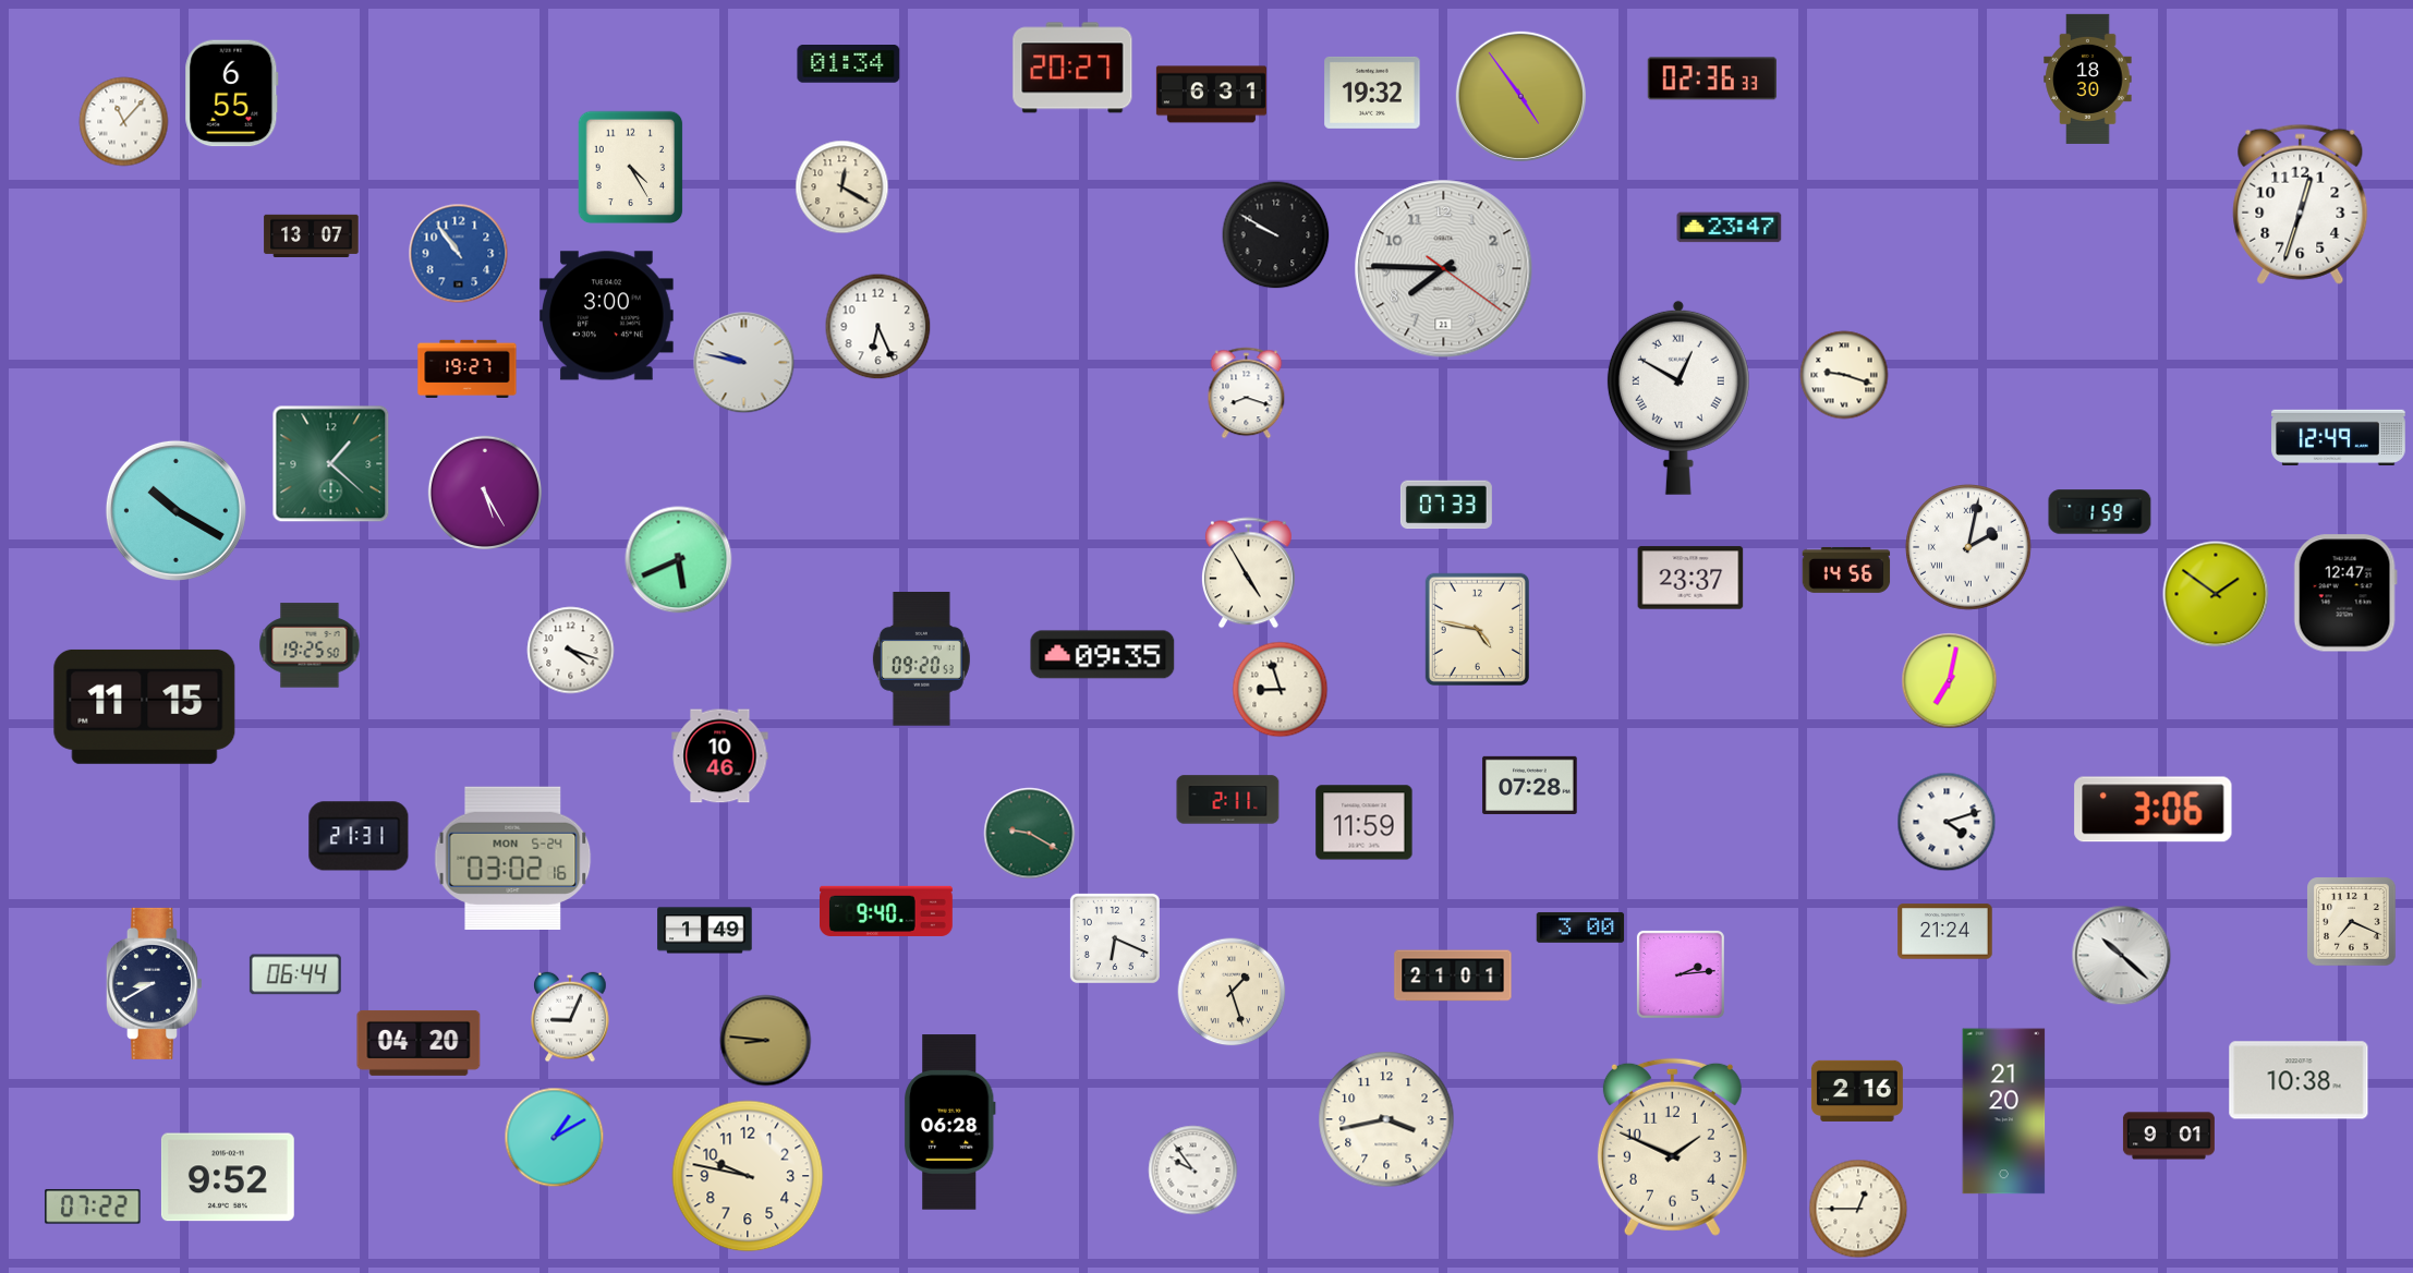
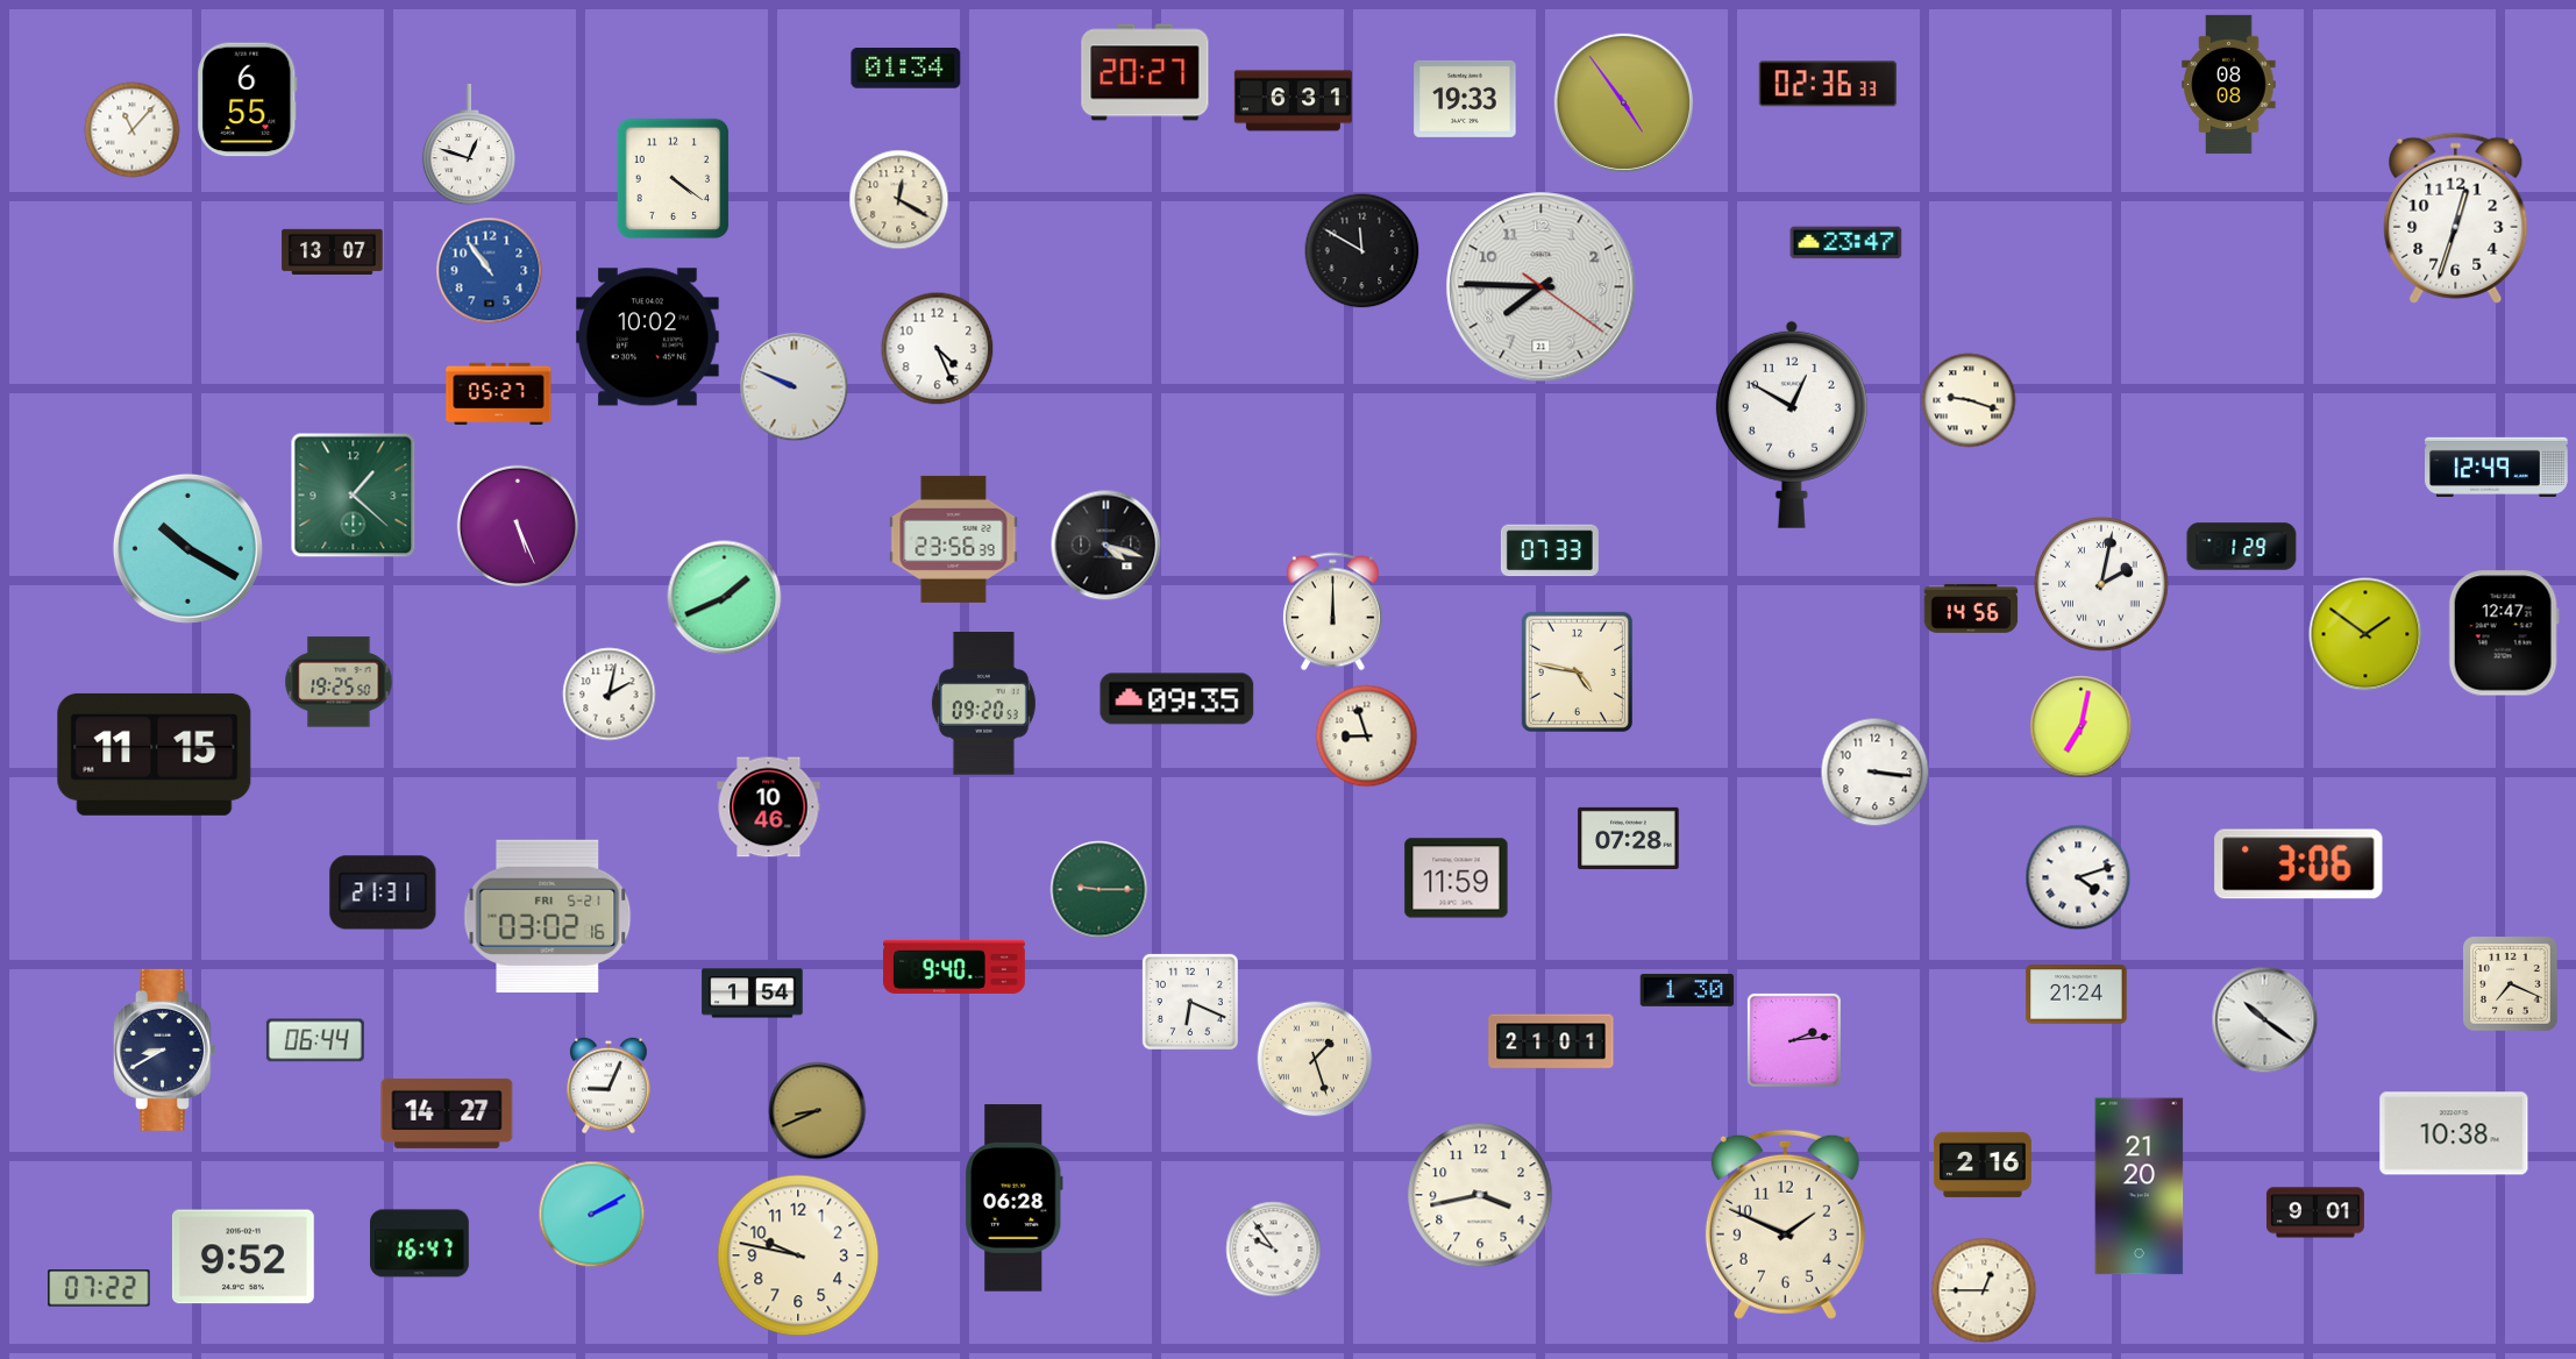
clock at (2088, 78): 18:30 -> 08:08
clock at (1372, 93): 19:32 -> 19:33
clock at (469, 145): none -> 12:48
clock at (631, 168): 4:25 -> 4:21
clock at (1276, 235): 9:50 -> 11:50
clock at (607, 316): 3:00 -> 10:02
clock at (878, 327): 6:26 -> 4:26
clock at (744, 363): 9:47 -> 9:49
clock at (468, 368): 19:27 -> 05:27
clock at (1247, 393): 8:18 -> none
clock at (1678, 398) numerals: Roman -> Arabic
clock at (484, 492): 5:25 -> 5:26
clock at (954, 539): none -> 23:56
clock at (1446, 505) position: (1446, 505) -> (1550, 550)
clock at (175, 510) position: (175, 510) -> (187, 548)
clock at (1106, 546): none -> 4:18
clock at (2100, 512): 1:59 -> 1:29
clock at (679, 560): 5:41 -> 1:41
clock at (1248, 573): 4:55 -> 12:00
clock at (1690, 578): 23:37 -> none
clock at (310, 645) position: (310, 645) -> (339, 682)
clock at (571, 651): 4:18 -> 2:02
clock at (1876, 773): none -> 3:16
clock at (1530, 785) position: (1530, 785) -> (1629, 838)
clock at (1228, 800): 2:11 -> none
clock at (1030, 834): 9:20 -> 9:15
clock at (513, 858) date: MON 5-24 -> FRI 5-21
clock at (887, 911) position: (887, 911) -> (955, 967)
clock at (1580, 928): 3:00 -> 1:30
clock at (705, 931): 1:49 -> 1:54
clock at (2122, 956): 10:22 -> 10:21
clock at (766, 1041): 8:46 -> 8:41
clock at (419, 1043): 04:20 -> 14:27
clock at (2299, 1080) position: (2299, 1080) -> (2454, 1133)
clock at (555, 1138): 1:10 -> 2:10
clock at (420, 1244): none -> 16:47
